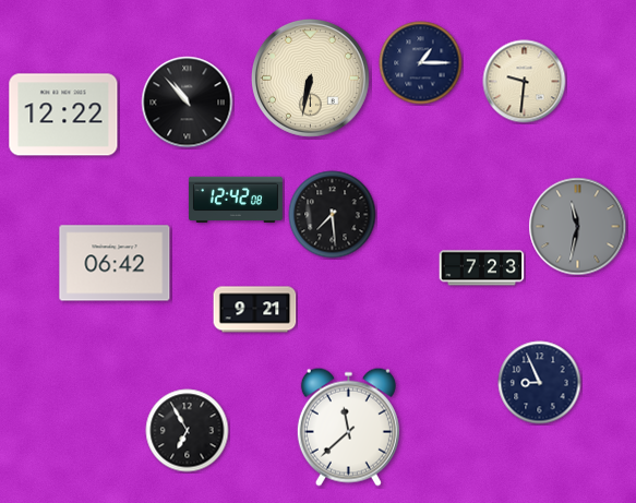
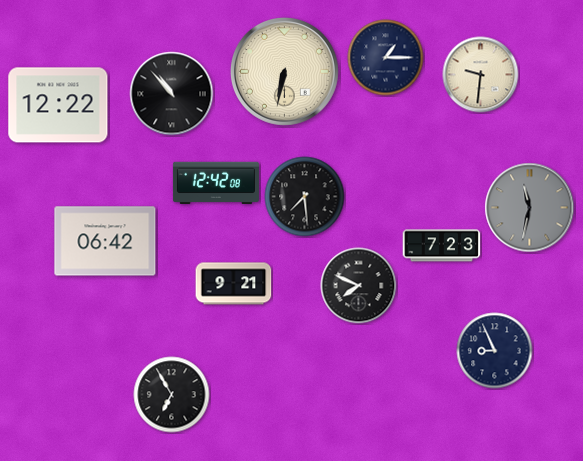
clock at (359, 286): none -> 7:49
clock at (348, 427): 11:38 -> none
